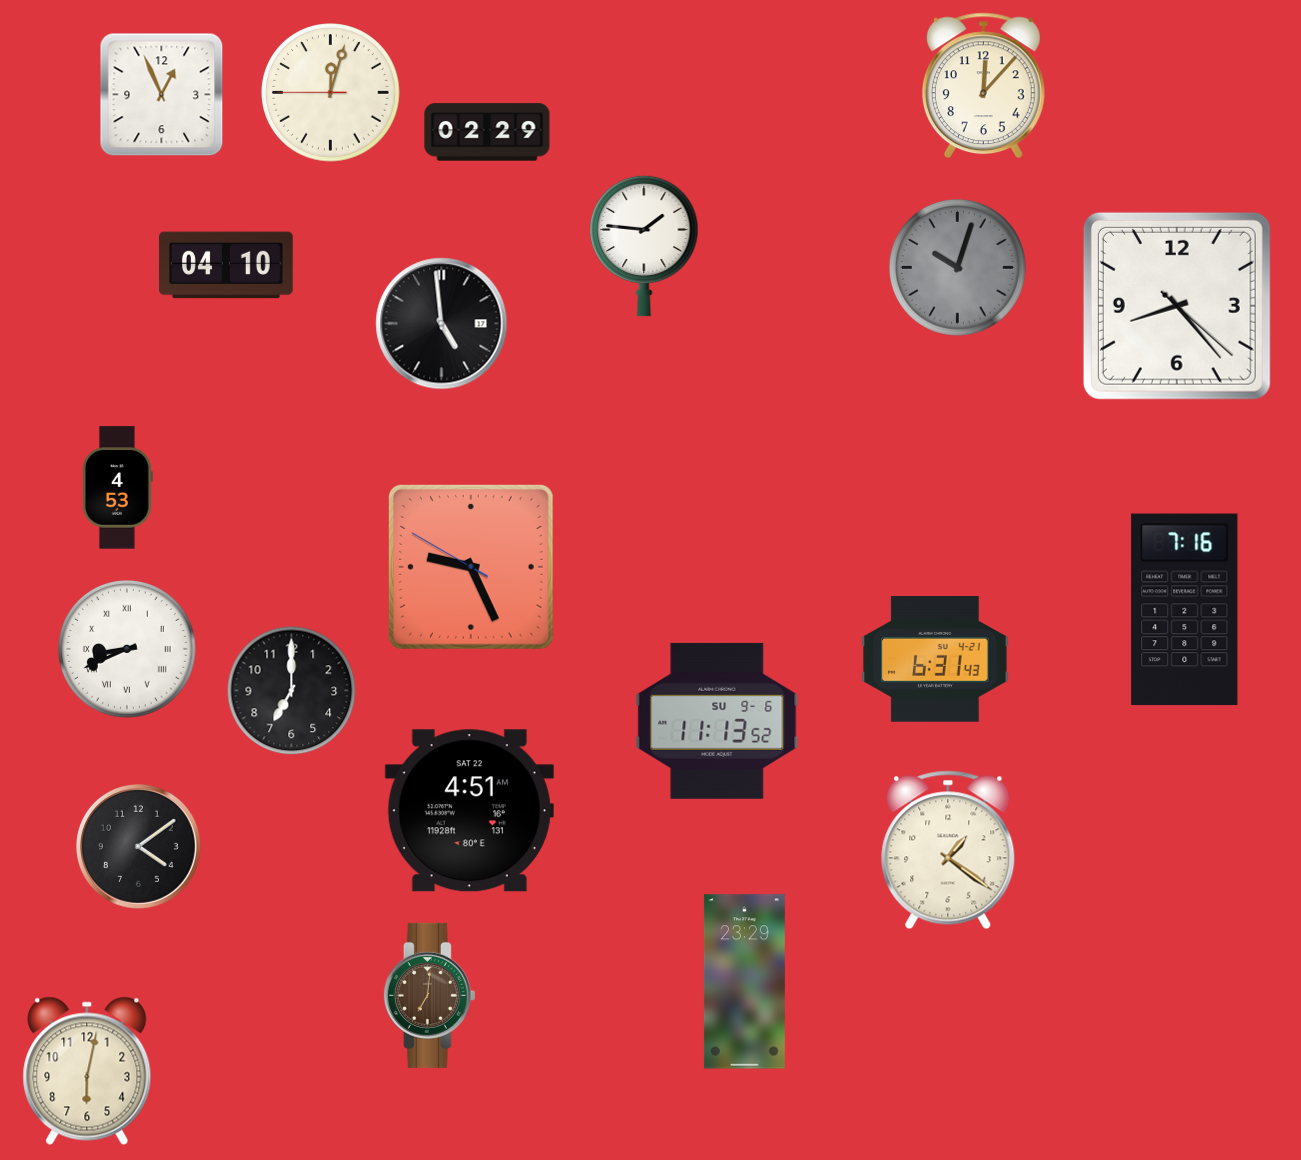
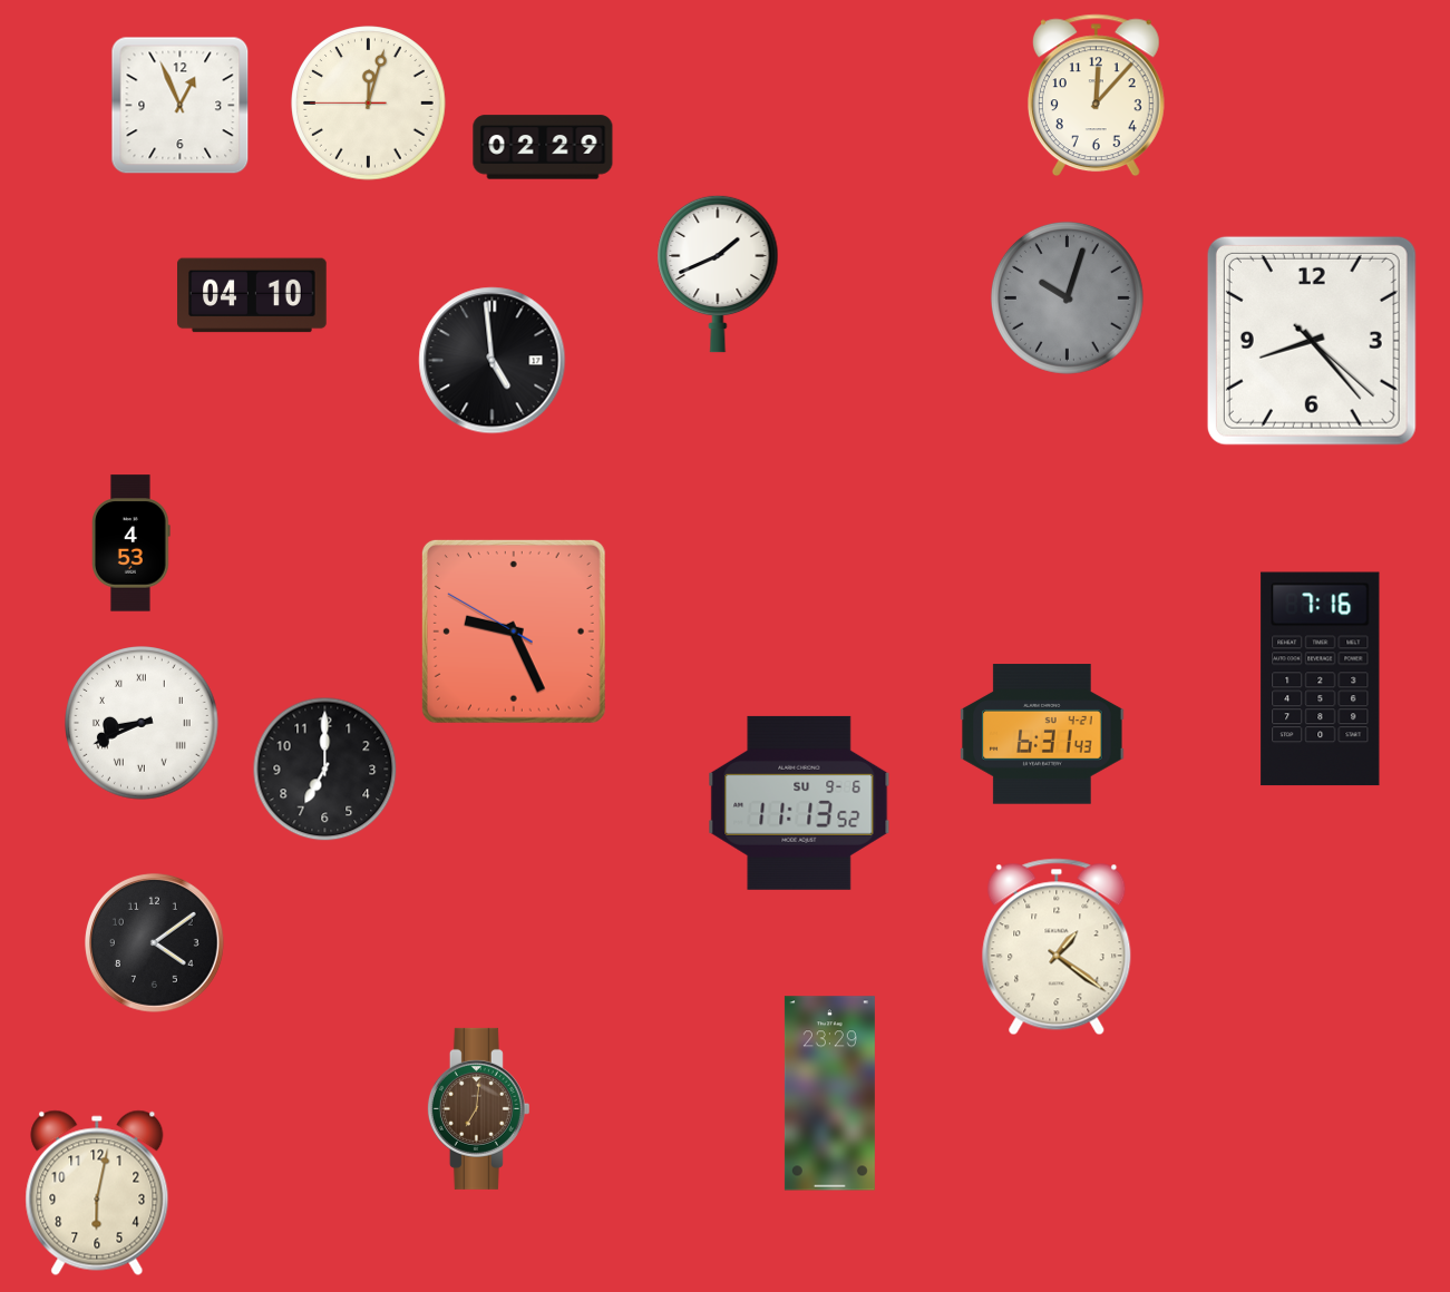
clock at (644, 246): 1:46 -> 1:41
clock at (471, 567) position: (471, 567) -> (514, 632)
clock at (469, 811): 4:51 -> none
